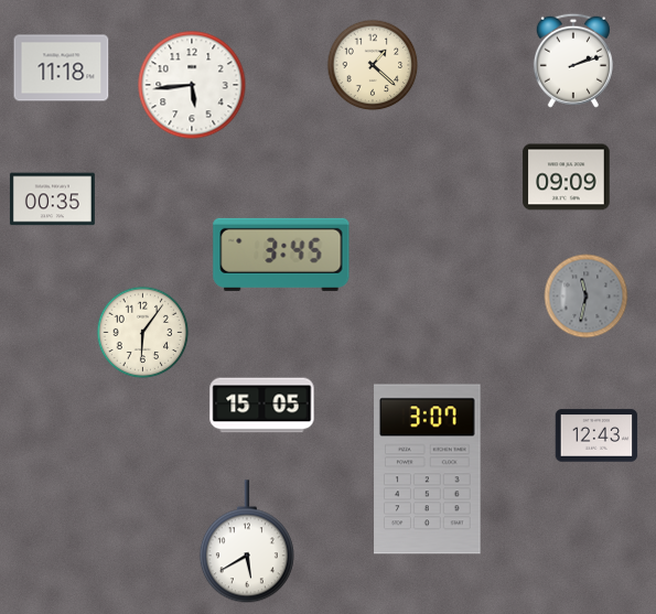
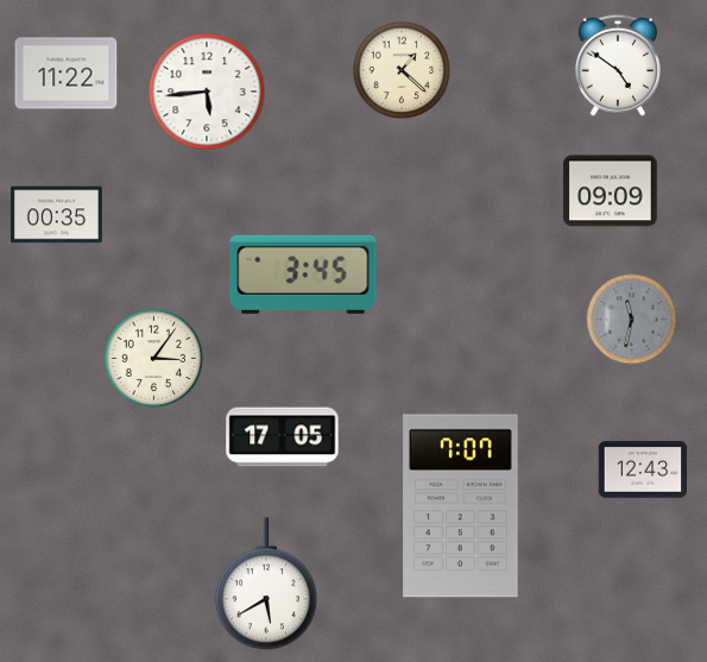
clock at (573, 61): 2:12 -> 4:51
clock at (62, 68): 11:18 -> 11:22
clock at (143, 333): 6:06 -> 3:06
clock at (262, 406): 15:05 -> 17:05
clock at (428, 470): 3:07 -> 7:07
